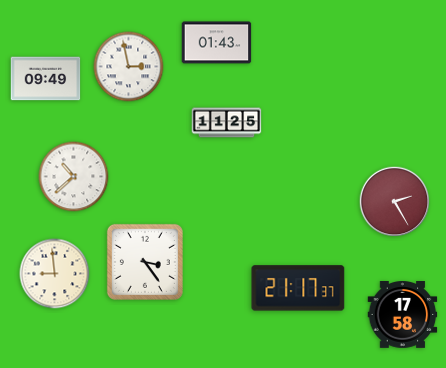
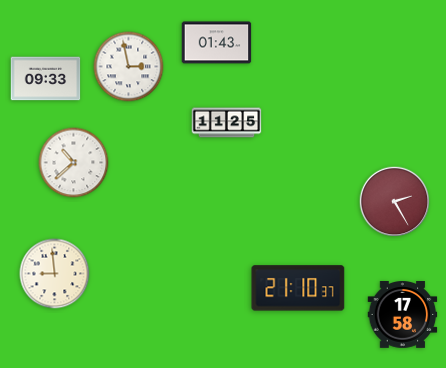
clock at (46, 79): 09:49 -> 09:33
clock at (74, 177) position: (74, 177) -> (74, 163)
clock at (145, 262): 3:24 -> none
clock at (298, 288): 21:17 -> 21:10
